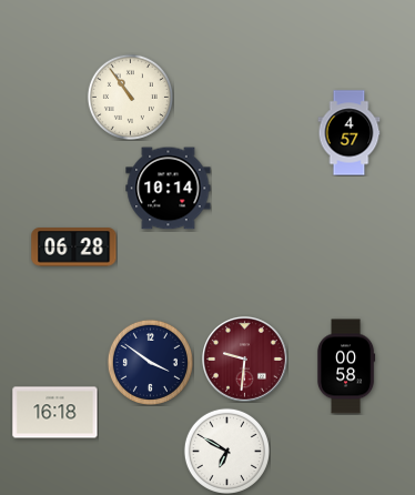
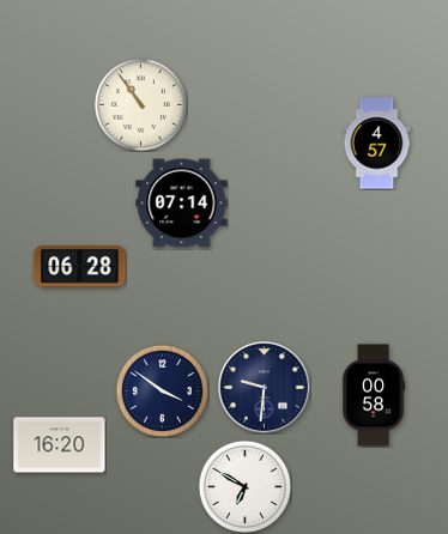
clock at (169, 189): 10:14 -> 07:14
clock at (245, 360) dial: burgundy -> navy
clock at (55, 413): 16:18 -> 16:20
